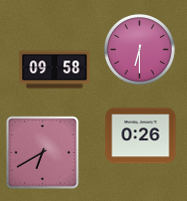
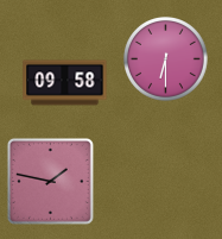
clock at (141, 136): 0:26 -> none
clock at (42, 152): 6:40 -> 1:47
